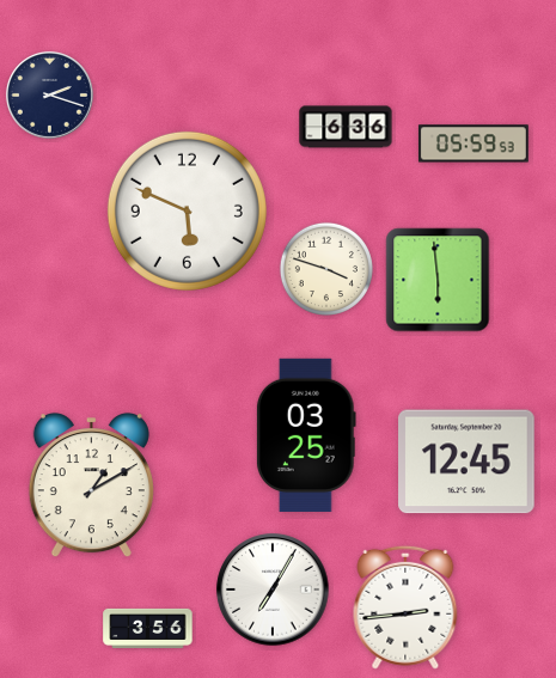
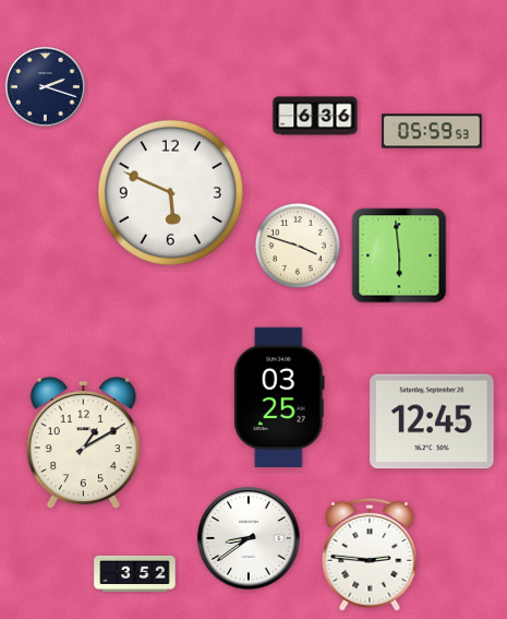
clock at (466, 462) position: (466, 462) -> (432, 421)
clock at (273, 590): 7:05 -> 8:39
clock at (405, 607): 2:44 -> 2:46
clock at (148, 628): 3:56 -> 3:52
